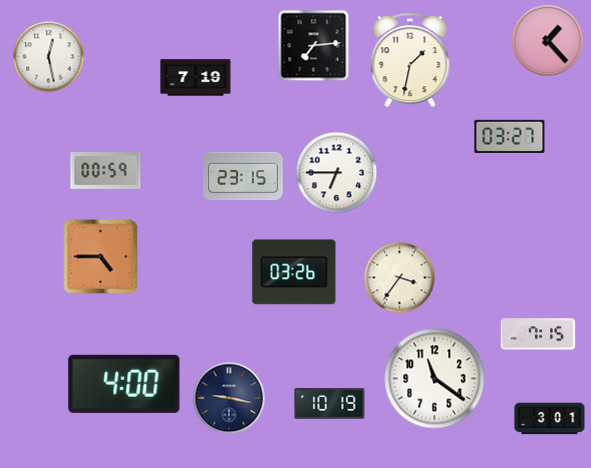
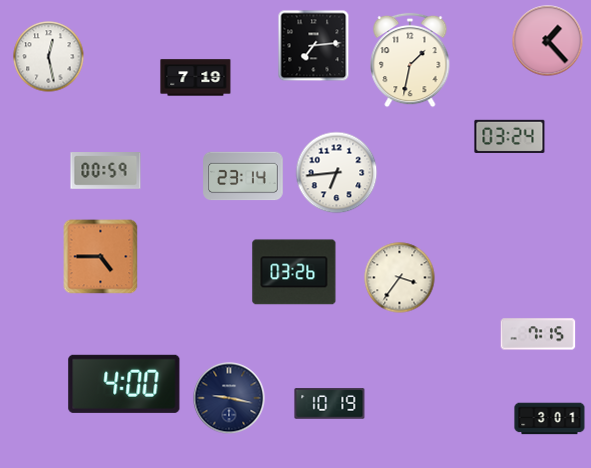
clock at (510, 136): 03:27 -> 03:24
clock at (337, 173): 6:45 -> 6:44
clock at (243, 176): 23:15 -> 23:14
clock at (435, 379): 11:21 -> none
